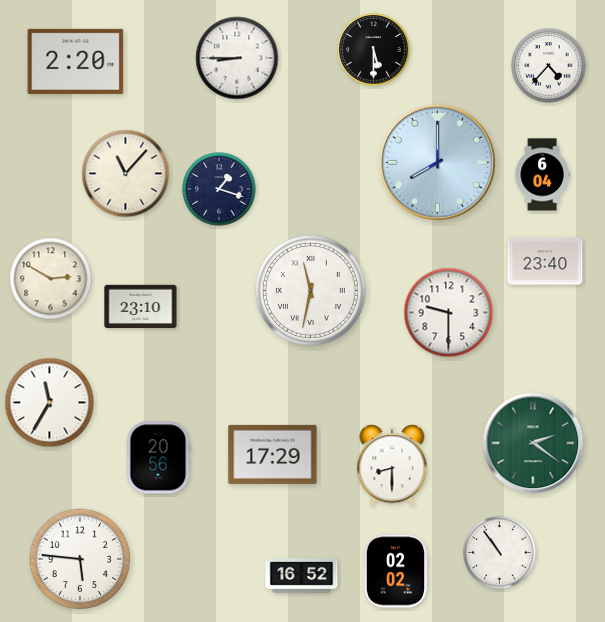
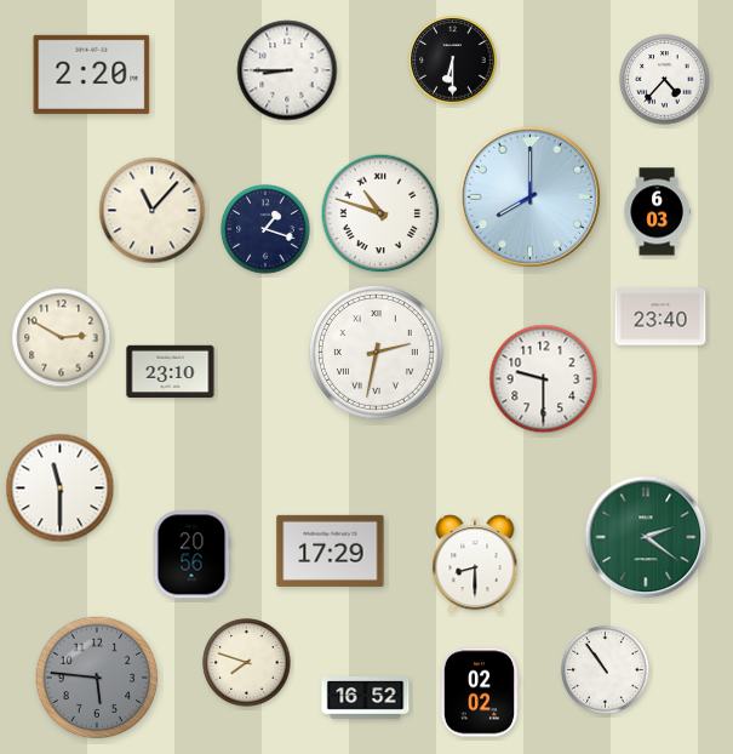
clock at (374, 50): 5:30 -> 6:30
clock at (542, 175): 6:04 -> 6:03
clock at (380, 213): none -> 10:48
clock at (310, 290): 11:32 -> 2:32
clock at (50, 403): 11:35 -> 11:30
clock at (247, 663): none -> 7:48
clock at (80, 559) dial: white -> grey
